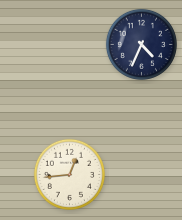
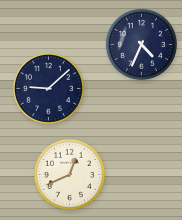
clock at (48, 88): none -> 9:08
clock at (69, 174): 12:44 -> 12:41
